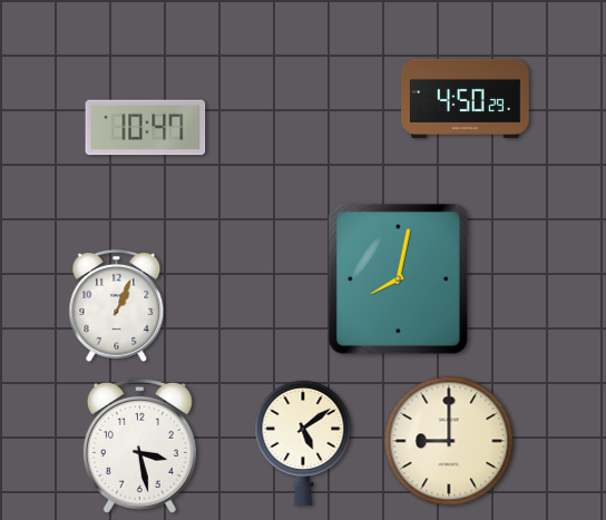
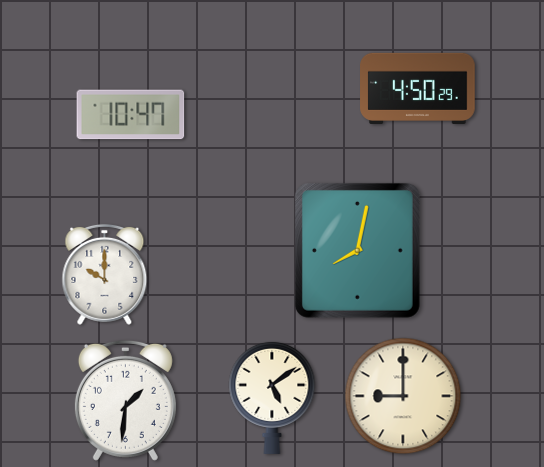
clock at (117, 305): 1:04 -> 10:00
clock at (139, 445): 3:28 -> 1:31
